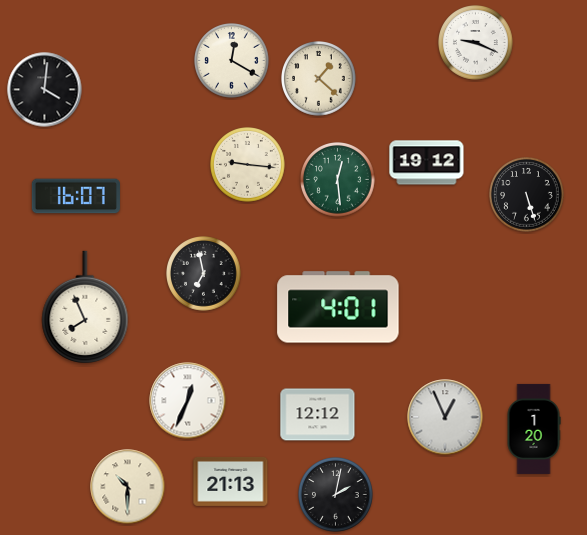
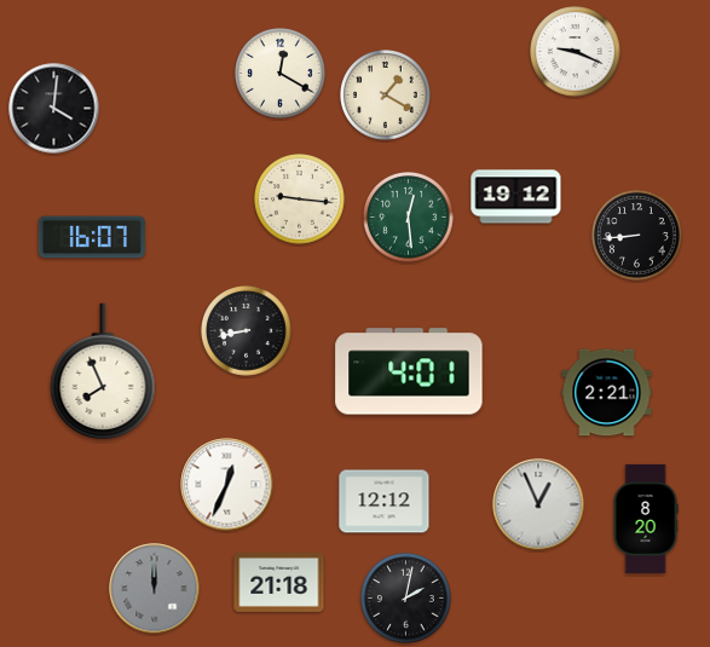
clock at (319, 79): 1:22 -> 1:20
clock at (527, 195): 5:27 -> 8:44
clock at (204, 274): 6:58 -> 8:43
clock at (607, 393): none -> 2:21
clock at (534, 429): 1:20 -> 8:20
clock at (231, 481): 21:13 -> 21:18
clock at (128, 487): 10:30 -> 12:00
clock at (128, 487) dial: cream -> grey
